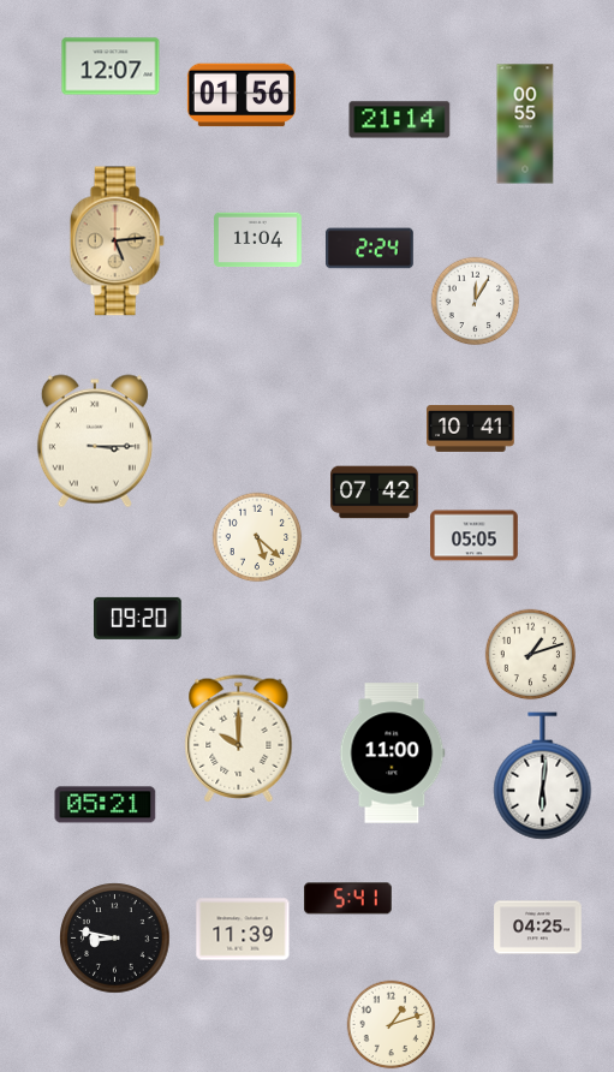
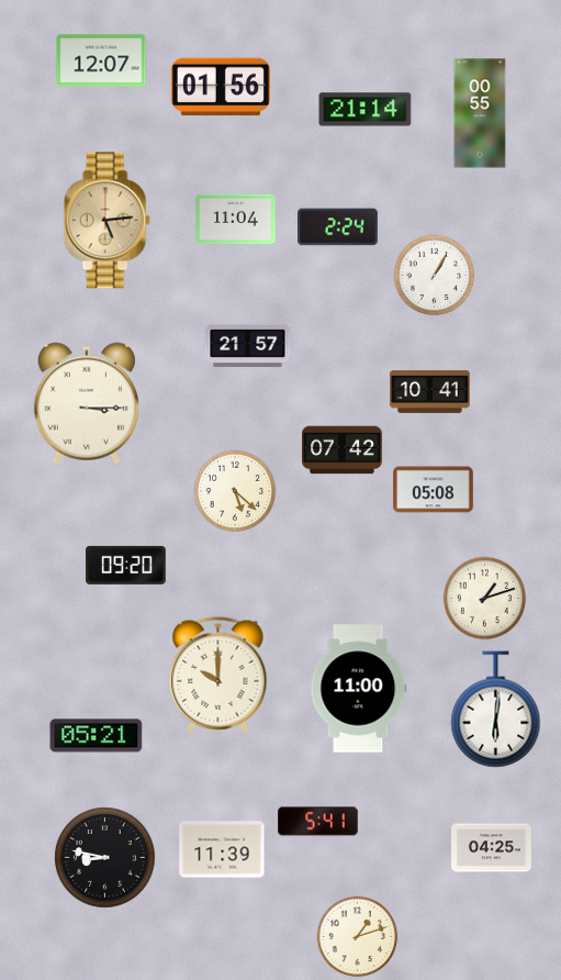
clock at (476, 302): 12:05 -> 1:05
clock at (248, 346): none -> 21:57
clock at (475, 536): 05:05 -> 05:08
